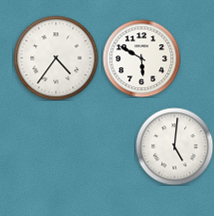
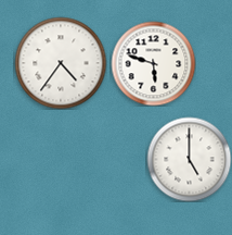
clock at (141, 58): 5:50 -> 5:48
clock at (174, 146): 5:01 -> 5:00
